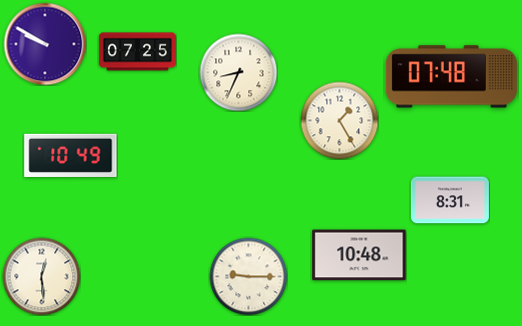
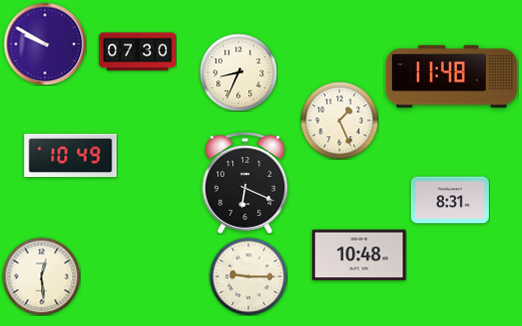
clock at (137, 52): 07:25 -> 07:30
clock at (451, 77): 07:48 -> 11:48
clock at (339, 120): 1:25 -> 1:26
clock at (245, 183): none -> 6:19
